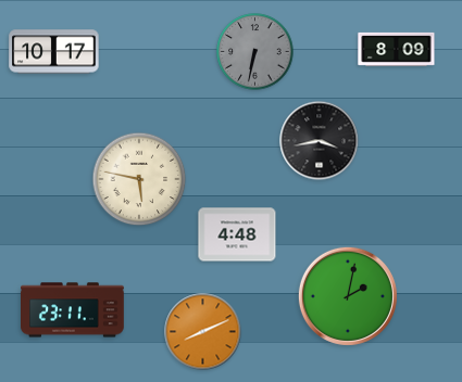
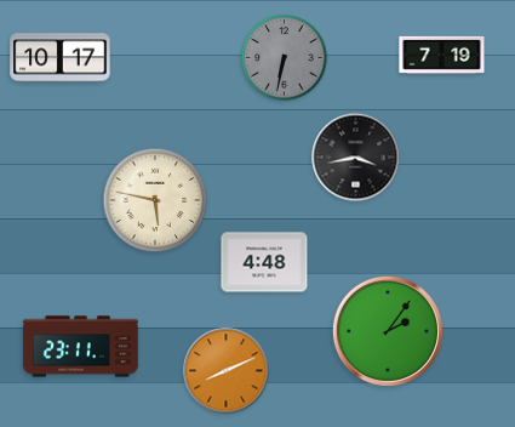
clock at (397, 49): 8:09 -> 7:19
clock at (348, 296): 2:02 -> 2:06
